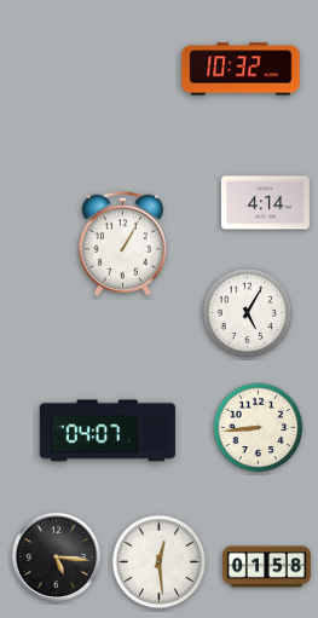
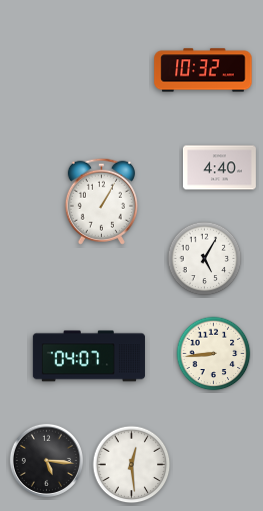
clock at (241, 69) position: (241, 69) -> (203, 70)
clock at (265, 203): 4:14 -> 4:40
clock at (266, 567): 01:58 -> none
